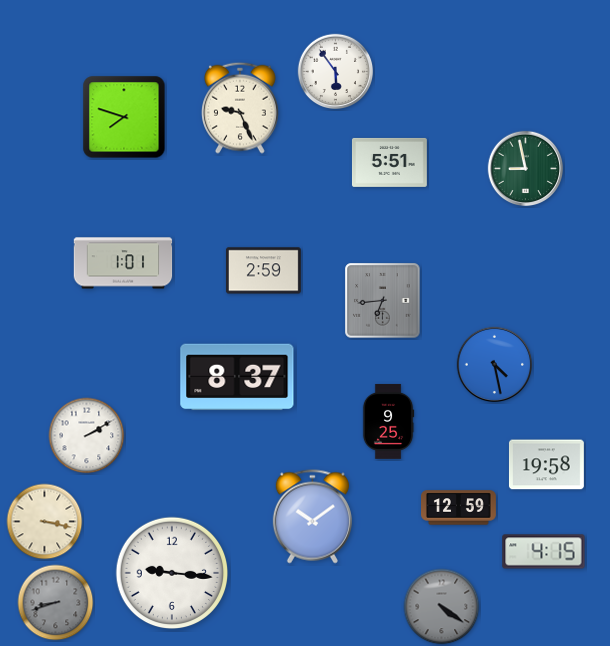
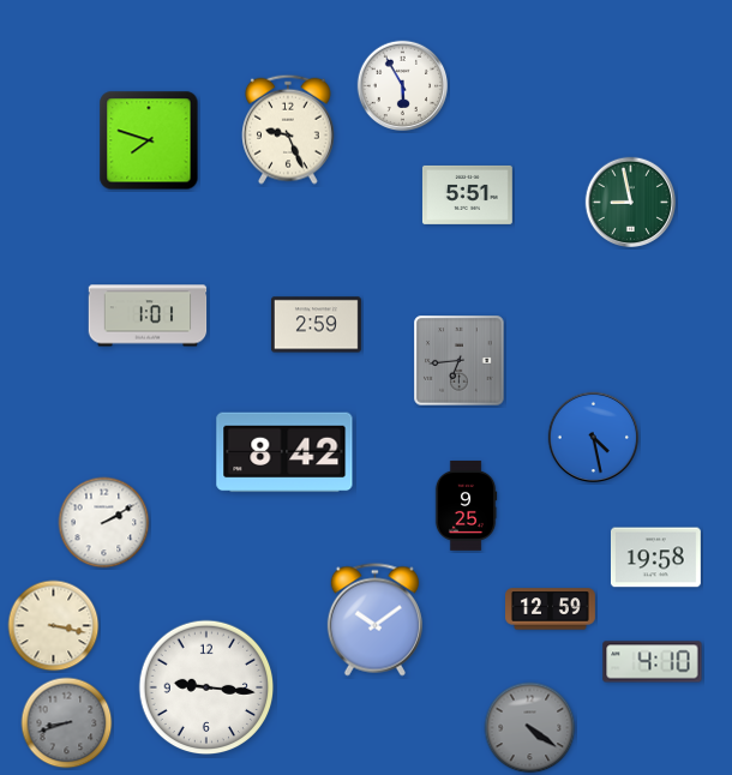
clock at (336, 72): 5:54 -> 5:55
clock at (237, 377): 8:37 -> 8:42
clock at (544, 552): 4:15 -> 4:10
